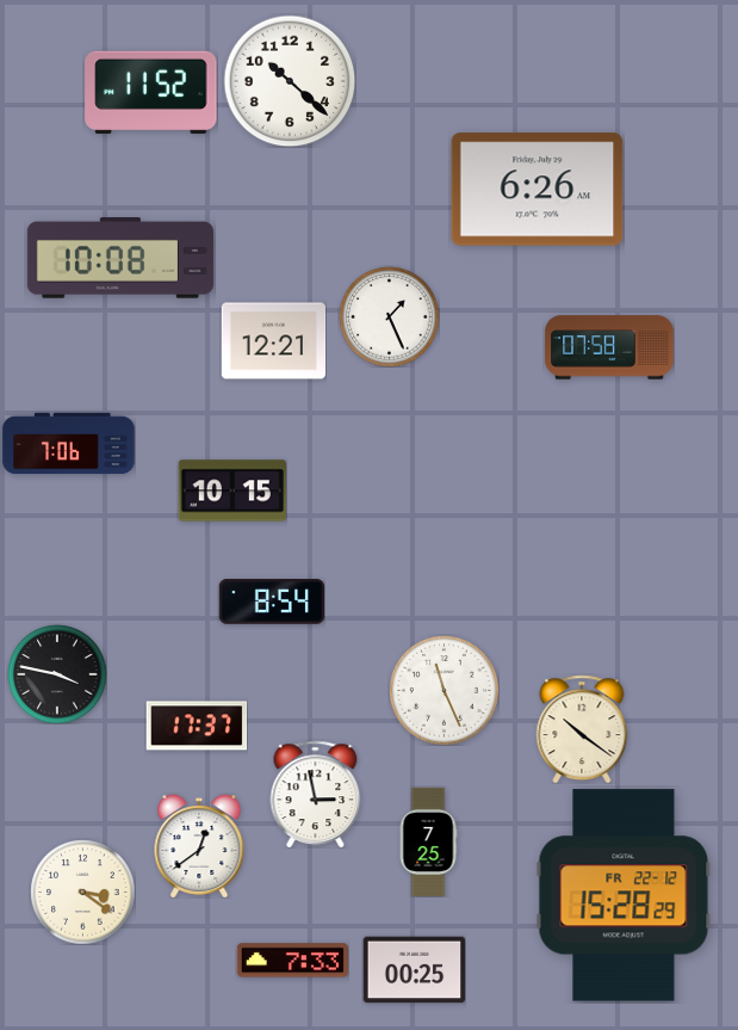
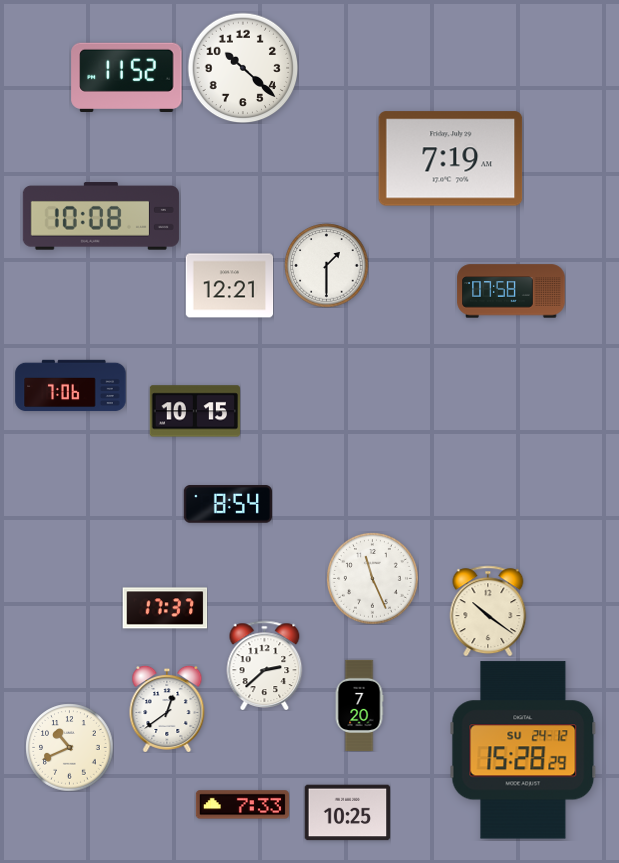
clock at (538, 190): 6:26 -> 7:19
clock at (389, 316): 1:26 -> 1:30
clock at (69, 444) position: (69, 444) -> (71, 386)
clock at (57, 674): 3:47 -> none
clock at (316, 794): 2:58 -> 2:38
clock at (428, 841): 7:25 -> 7:20
clock at (82, 892): 3:21 -> 10:41
clock at (624, 895) date: FR 22-12 -> SU 24-12
clock at (292, 961) position: (292, 961) -> (242, 805)
clock at (414, 970): 00:25 -> 10:25
